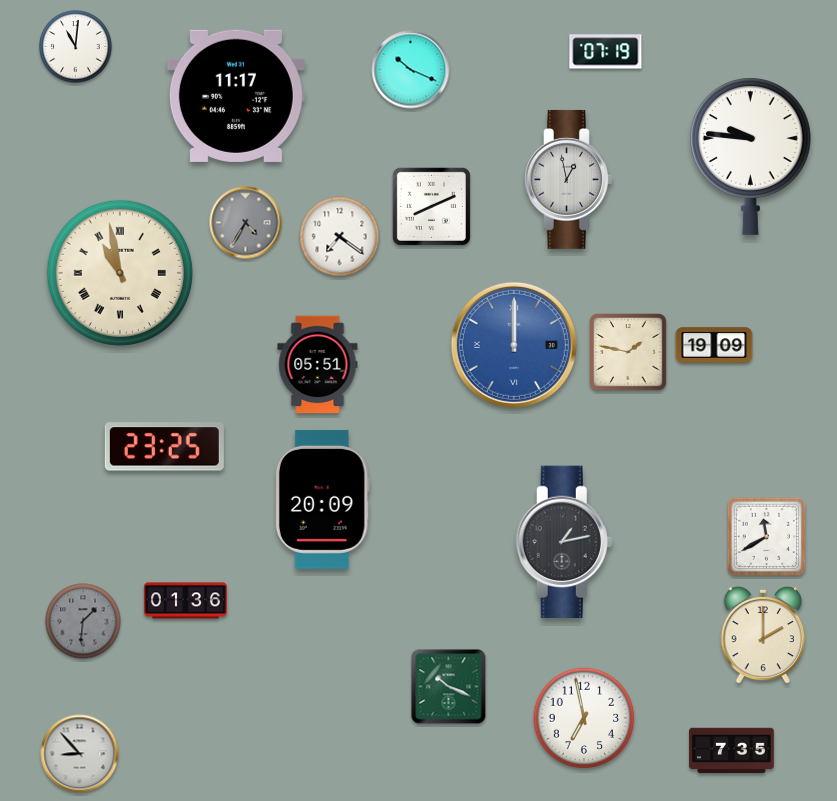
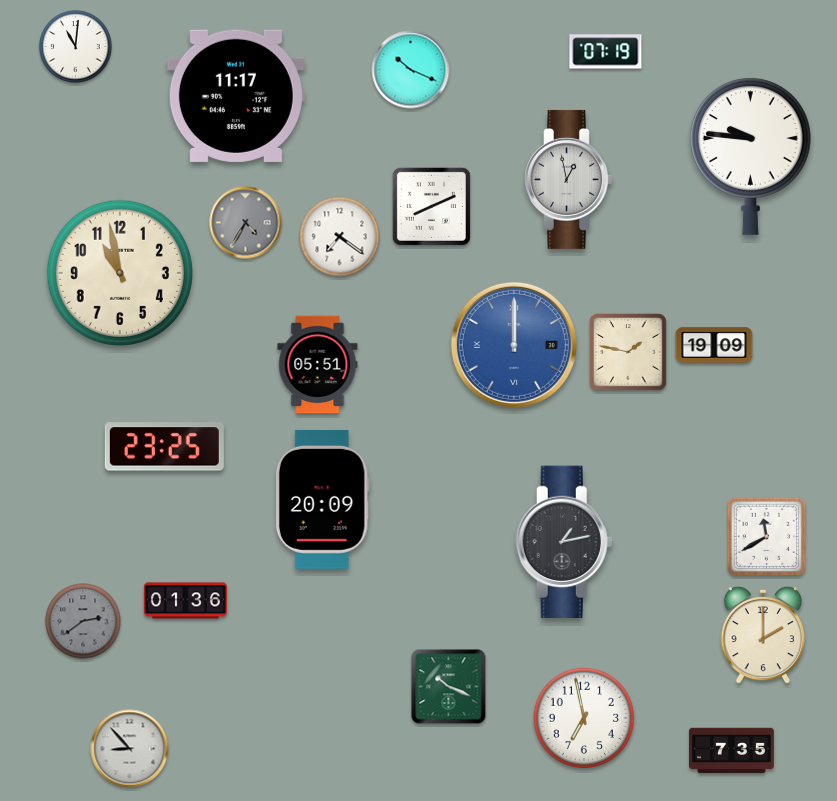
clock at (120, 273) numerals: Roman -> Arabic
clock at (83, 621): 1:31 -> 2:39
clock at (80, 754) position: (80, 754) -> (130, 749)
